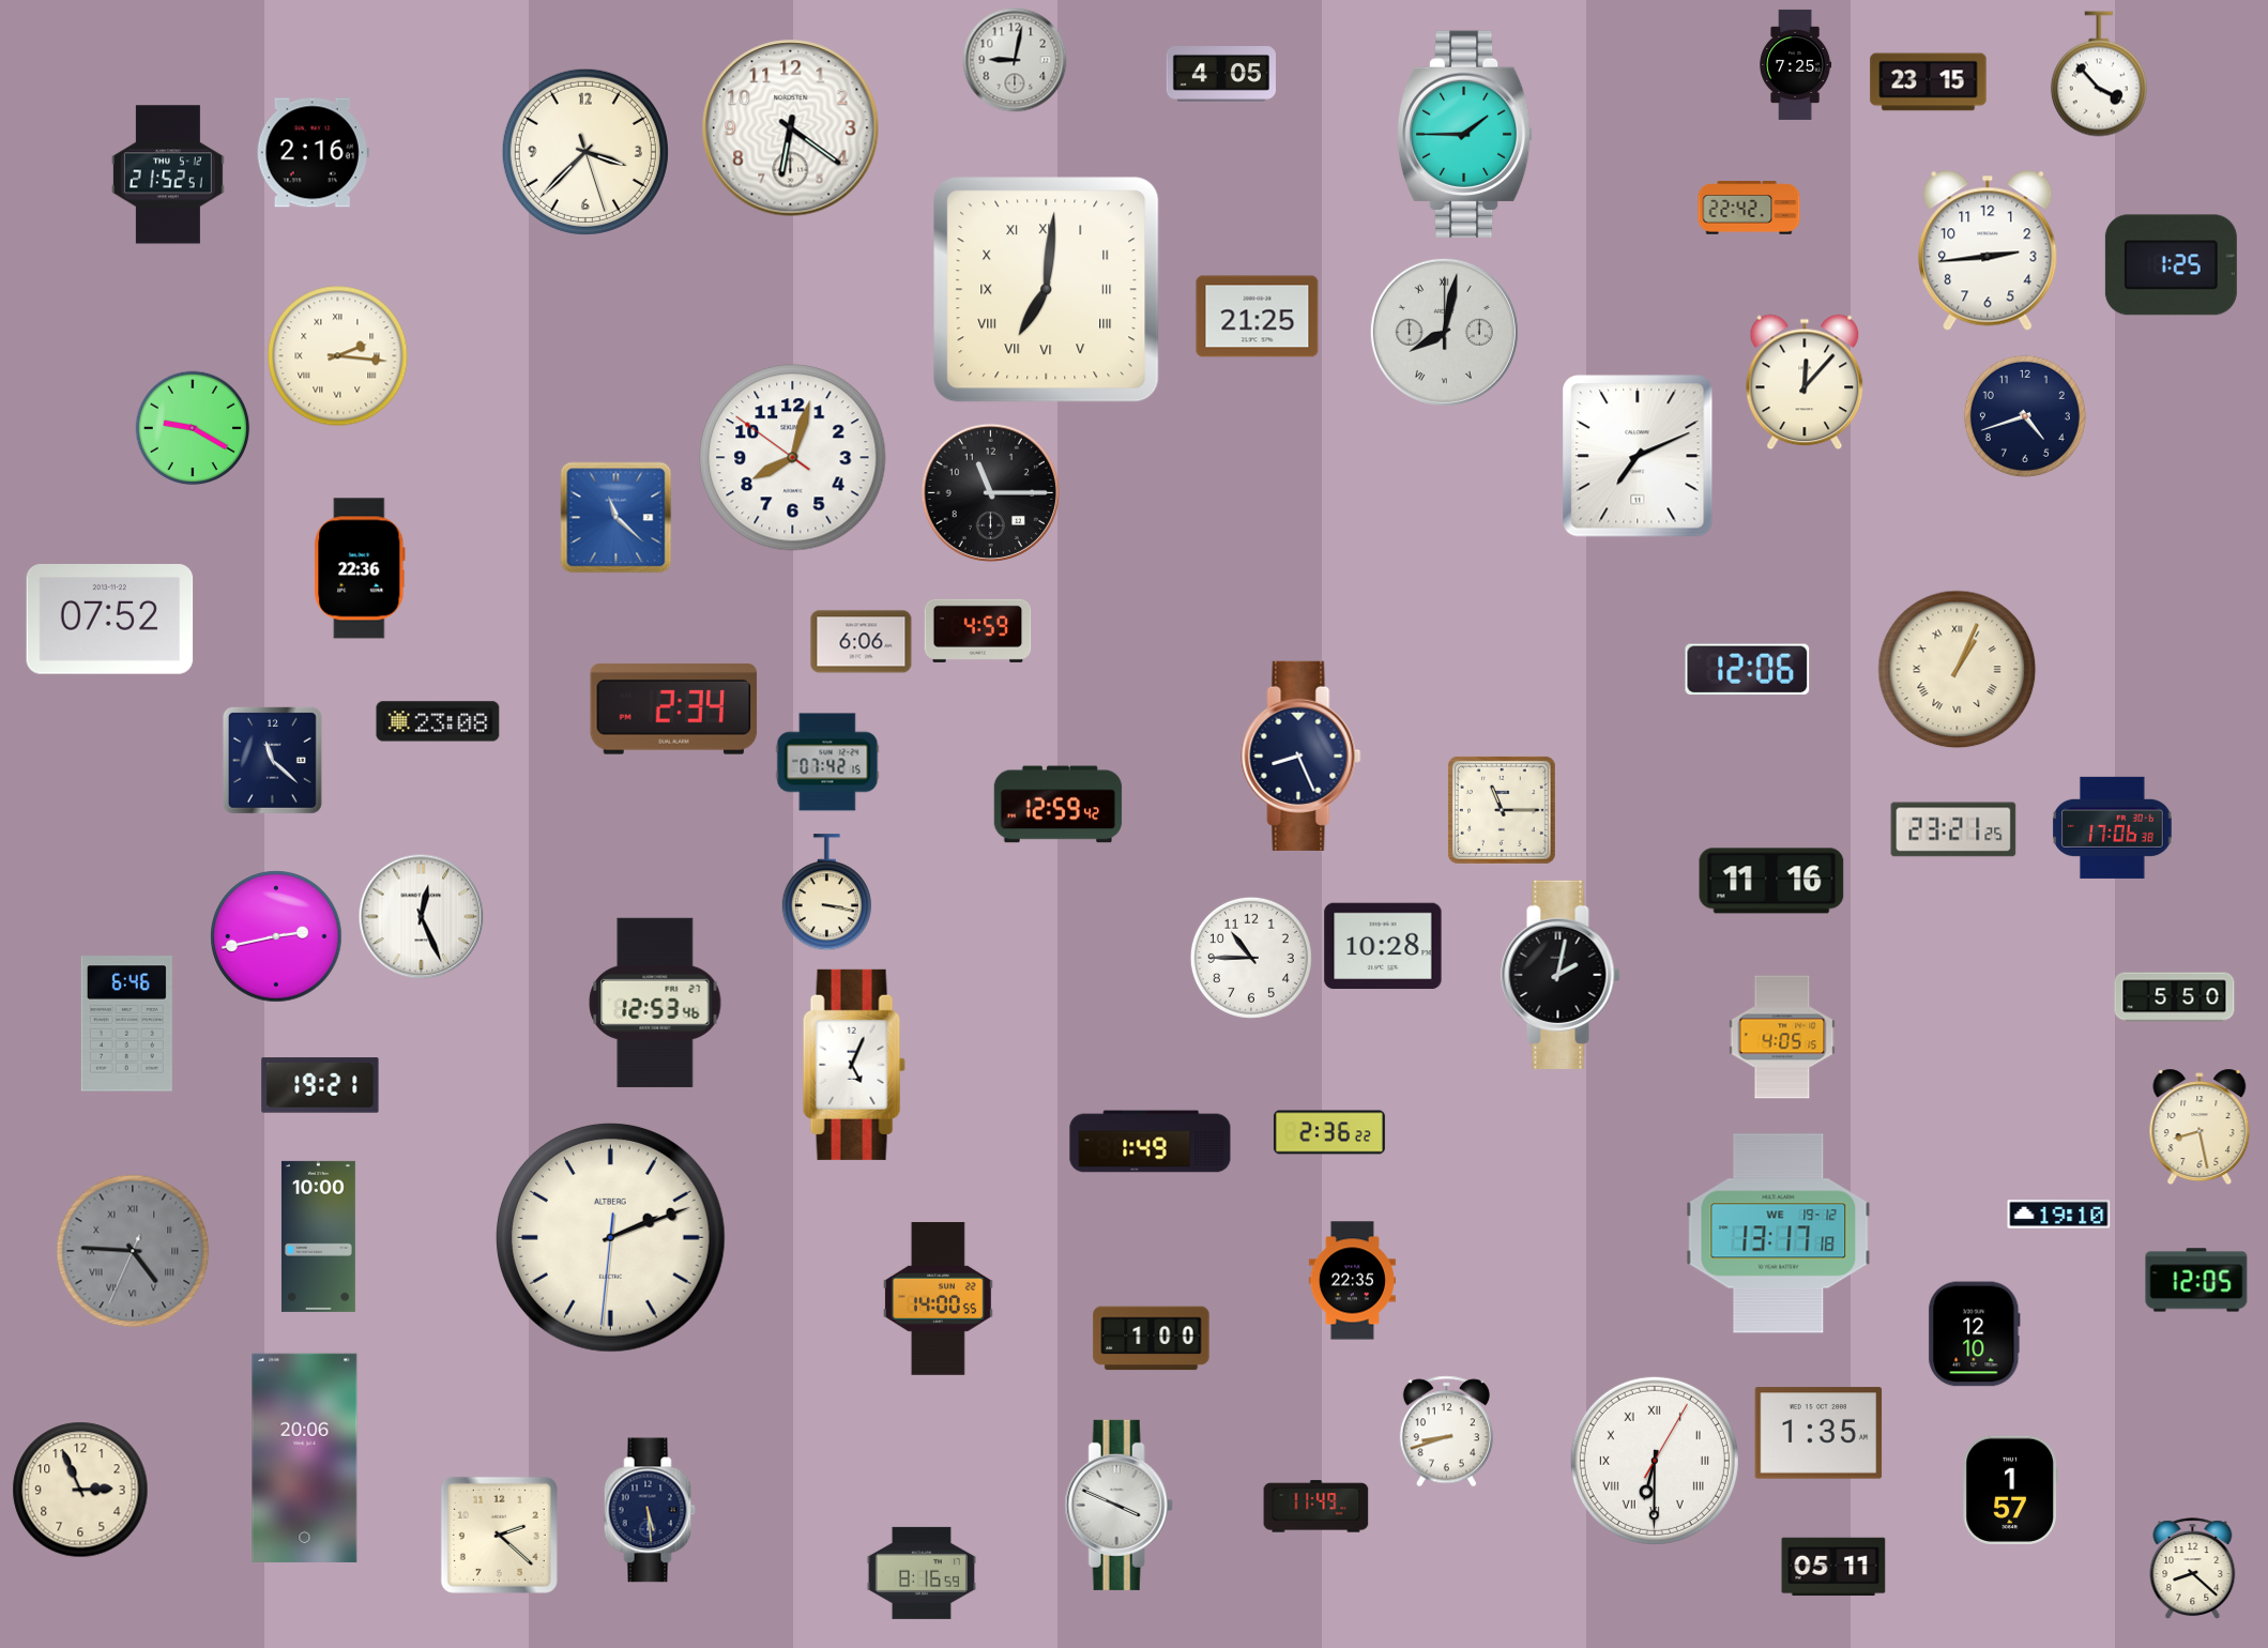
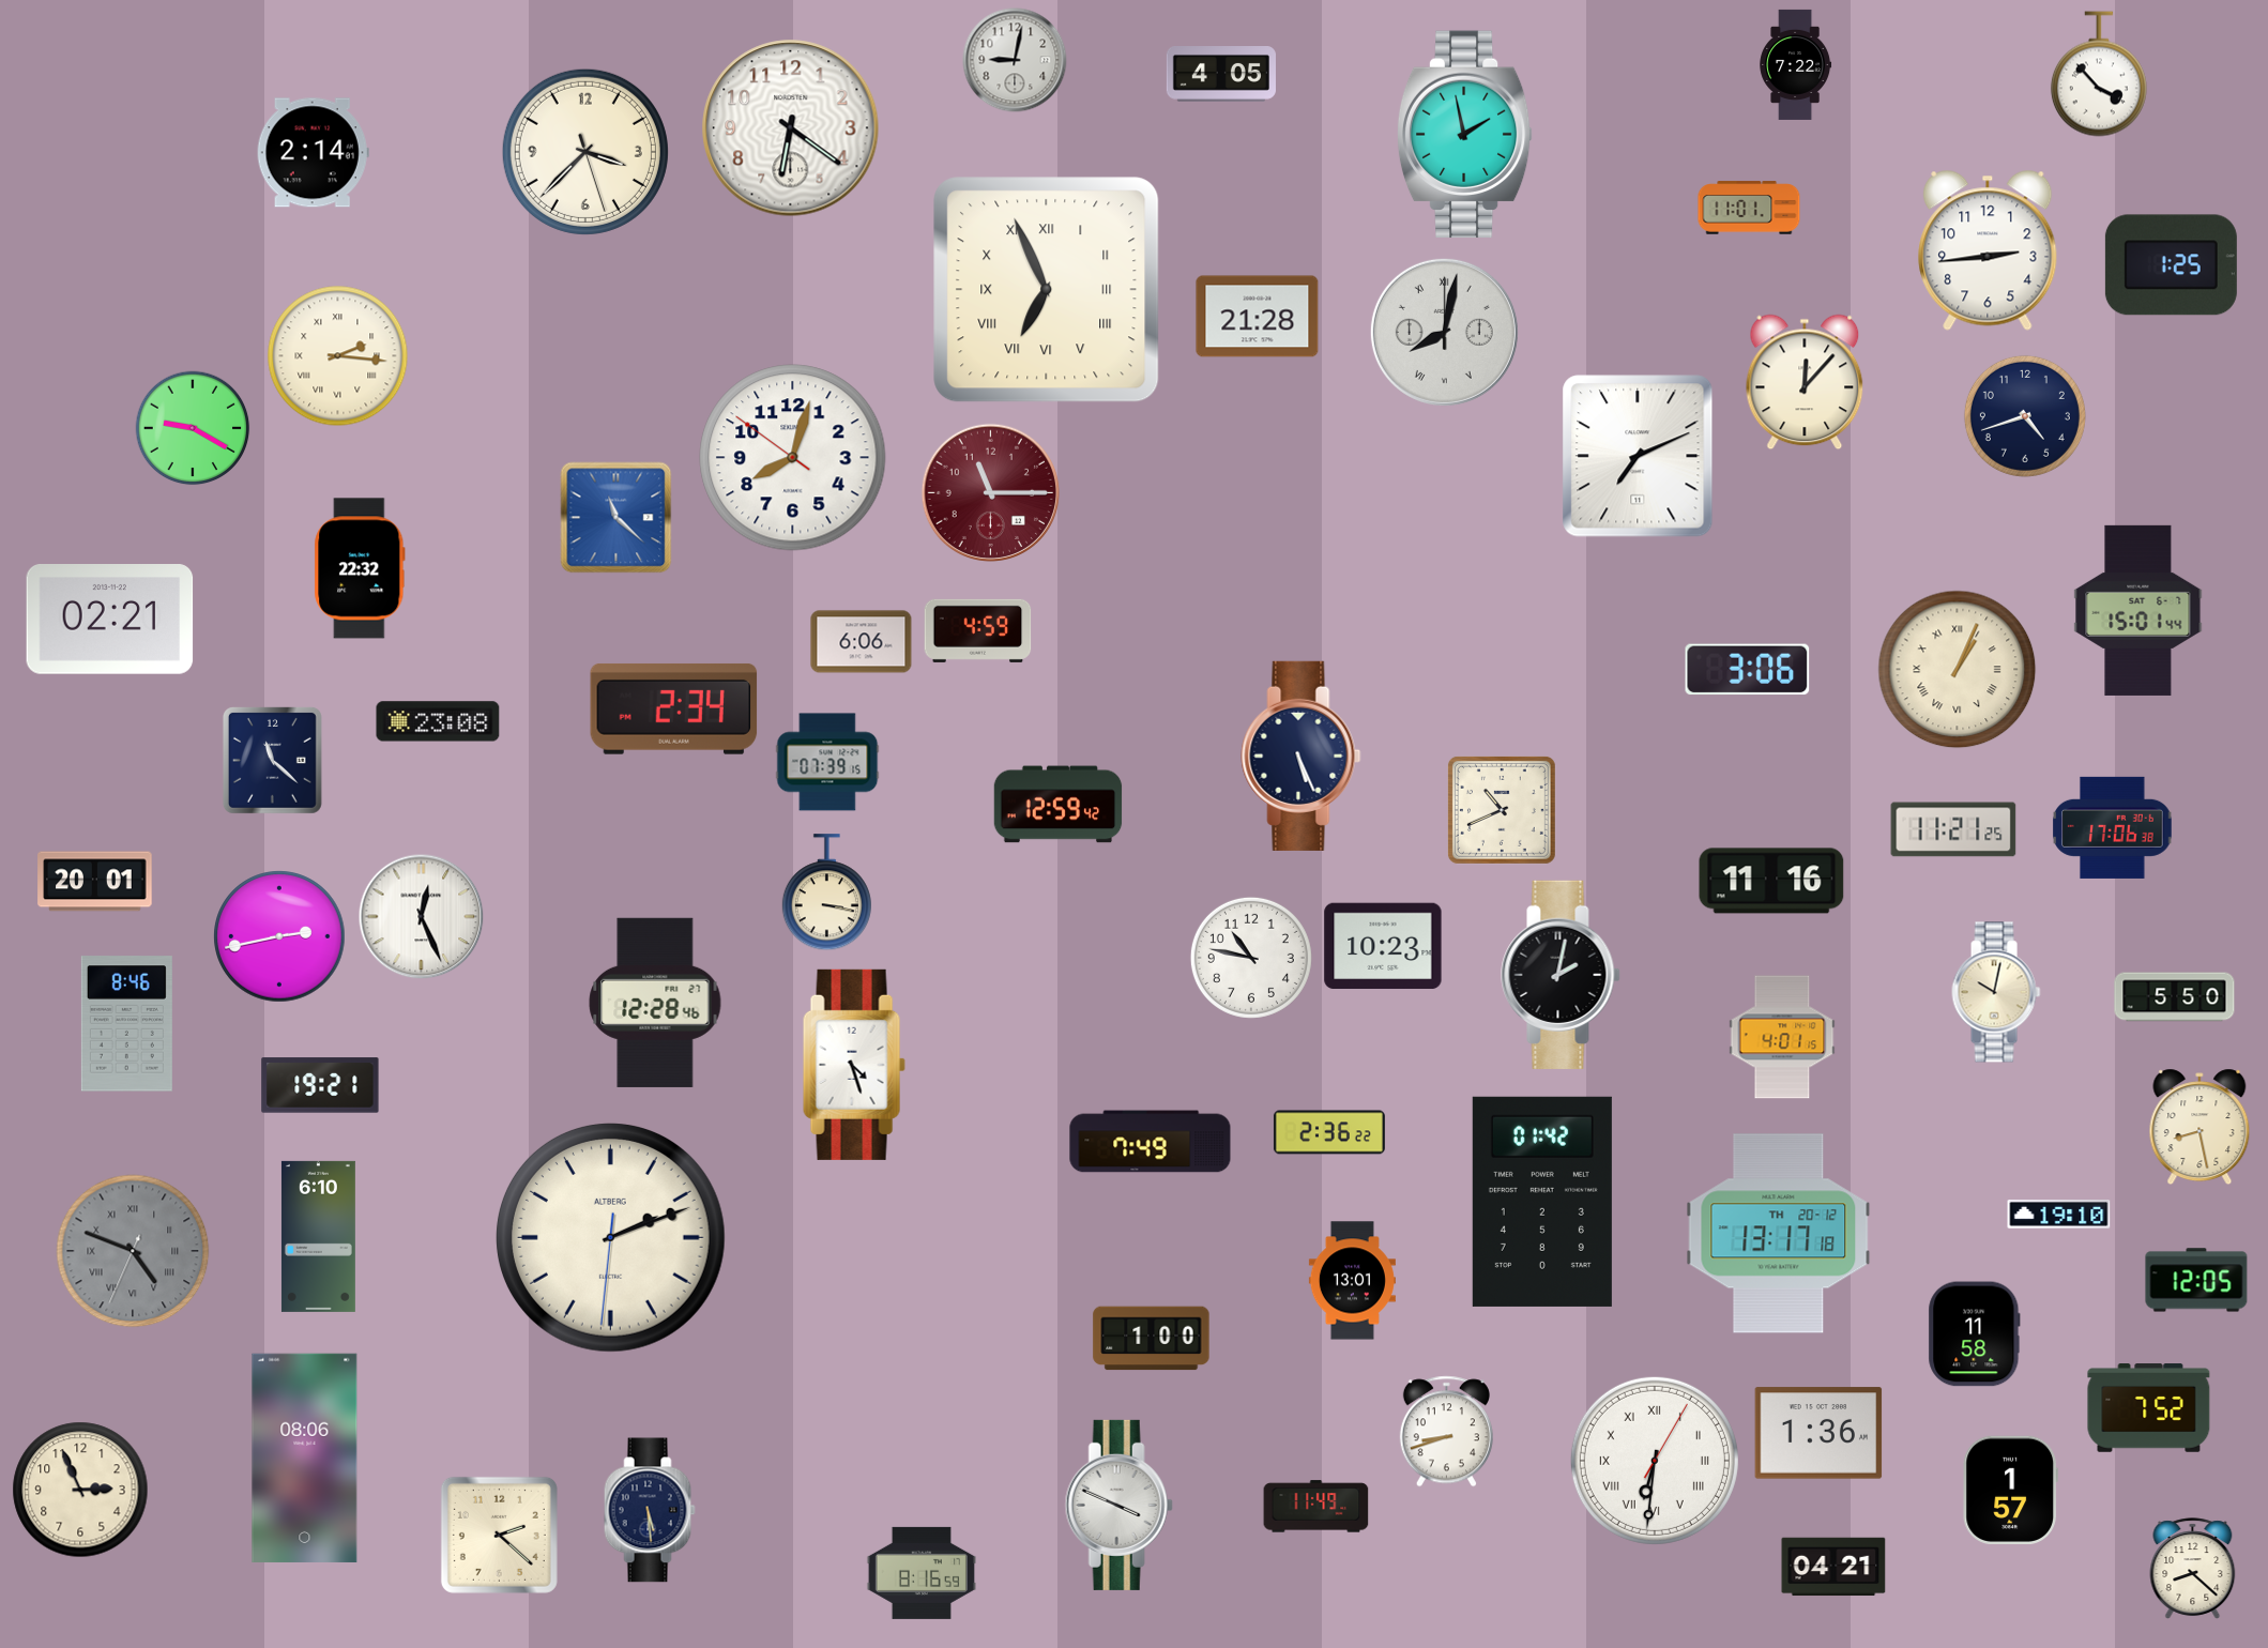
clock at (1796, 64): 7:25 -> 7:22
clock at (1929, 82): 23:15 -> none
clock at (1464, 135): 1:45 -> 1:58
clock at (313, 153): 2:16 -> 2:14
clock at (168, 174): 21:52 -> none
clock at (1749, 208): 22:42 -> 11:01
clock at (1047, 290): 7:01 -> 6:56
clock at (1258, 317): 21:25 -> 21:28
clock at (990, 492) dial: black -> burgundy
clock at (360, 568): 22:36 -> 22:32
clock at (2138, 610): none -> 15:01
clock at (110, 620): 07:52 -> 02:21
clock at (1748, 670): 12:06 -> 3:06
clock at (1302, 756): 8:26 -> 5:26
clock at (827, 762): 07:42 -> 07:39
clock at (1502, 810): 11:15 -> 10:41
clock at (1953, 829): 23:21 -> 11:21
clock at (95, 882): none -> 20:01
clock at (276, 936) position: (276, 936) -> (279, 936)
clock at (1383, 946): 10:28 -> 10:23
clock at (1251, 958): 10:45 -> 10:47
clock at (1996, 992): none -> 10:02
clock at (655, 1003): 12:53 -> 12:28
clock at (126, 1024): 6:46 -> 8:46
clock at (1782, 1037): 4:05 -> 4:01
clock at (854, 1065): 5:04 -> 4:27
clock at (1151, 1142): 1:49 -> 7:49
clock at (1542, 1202): none -> 01:42
clock at (1779, 1234) date: WE 19-12 -> TH 20-12
clock at (318, 1236): 10:00 -> 6:10
clock at (133, 1251): 4:45 -> 4:48
clock at (1352, 1281): 22:35 -> 13:01
clock at (938, 1298): 14:00 -> none
clock at (1975, 1334): 12:10 -> 11:58
clock at (2149, 1408): none -> 7:52
clock at (1818, 1433): 1:35 -> 1:36
clock at (305, 1458): 20:06 -> 08:06
clock at (1655, 1461): 6:30 -> 6:31
clock at (1833, 1567): 05:11 -> 04:21
